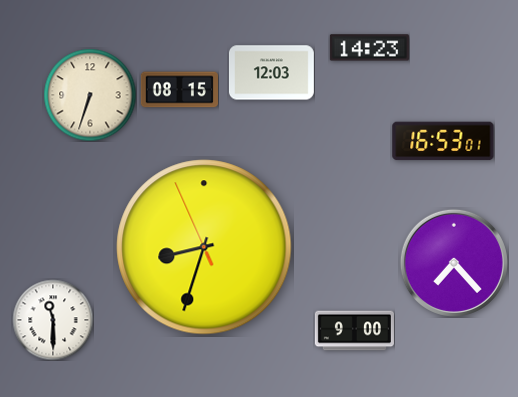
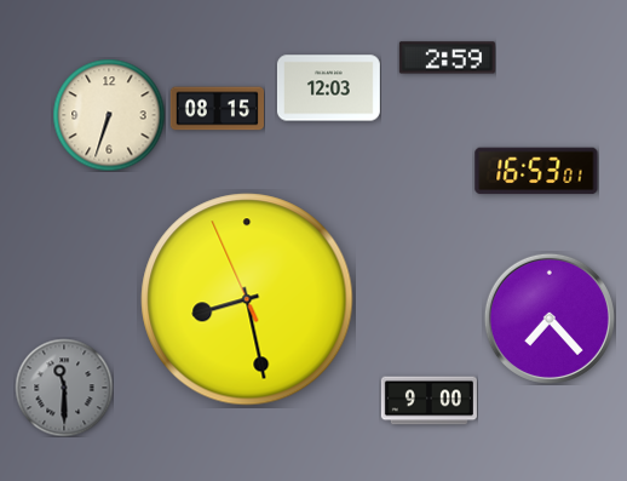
clock at (369, 48): 14:23 -> 2:59
clock at (204, 247): 8:32 -> 8:27
clock at (53, 320) dial: white -> grey
